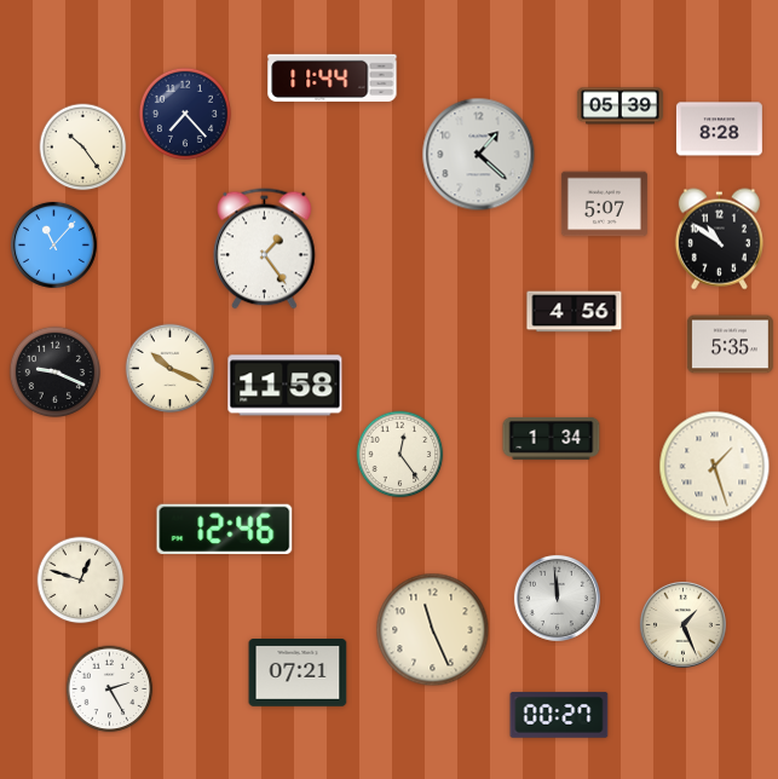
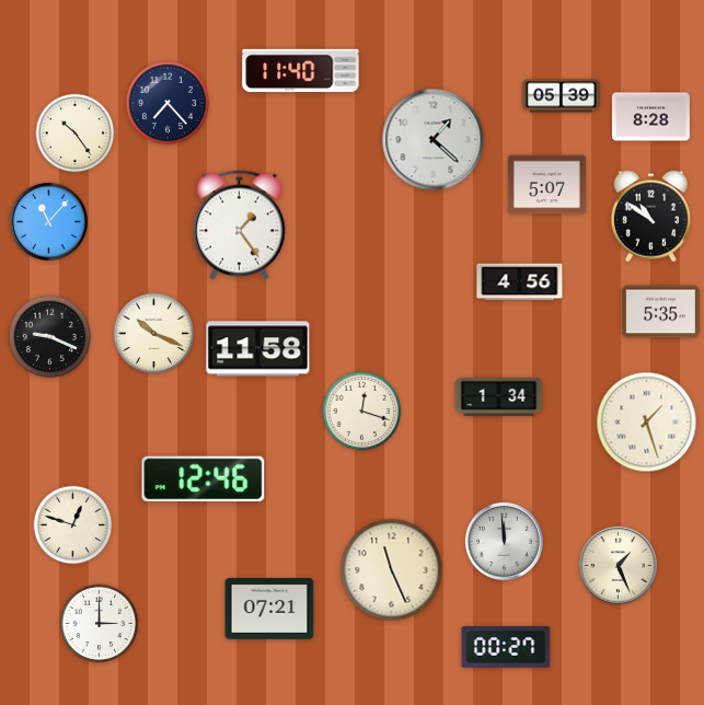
clock at (333, 77): 11:44 -> 11:40
clock at (400, 455): 12:24 -> 12:18
clock at (110, 689): 2:25 -> 3:00
